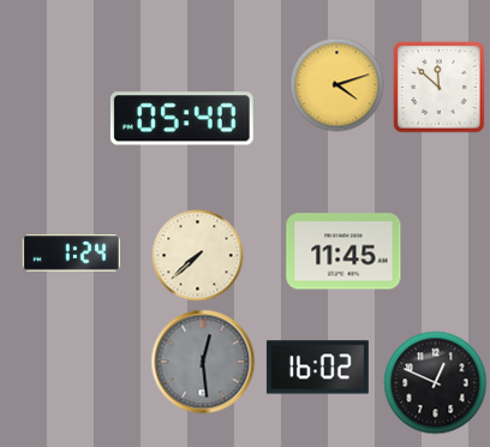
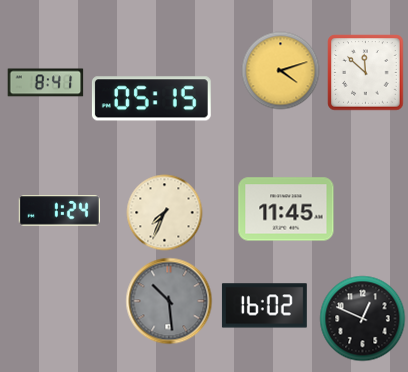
clock at (46, 83): none -> 8:41
clock at (181, 119): 05:40 -> 05:15
clock at (198, 256): 7:38 -> 7:34
clock at (203, 362): 12:29 -> 10:29
